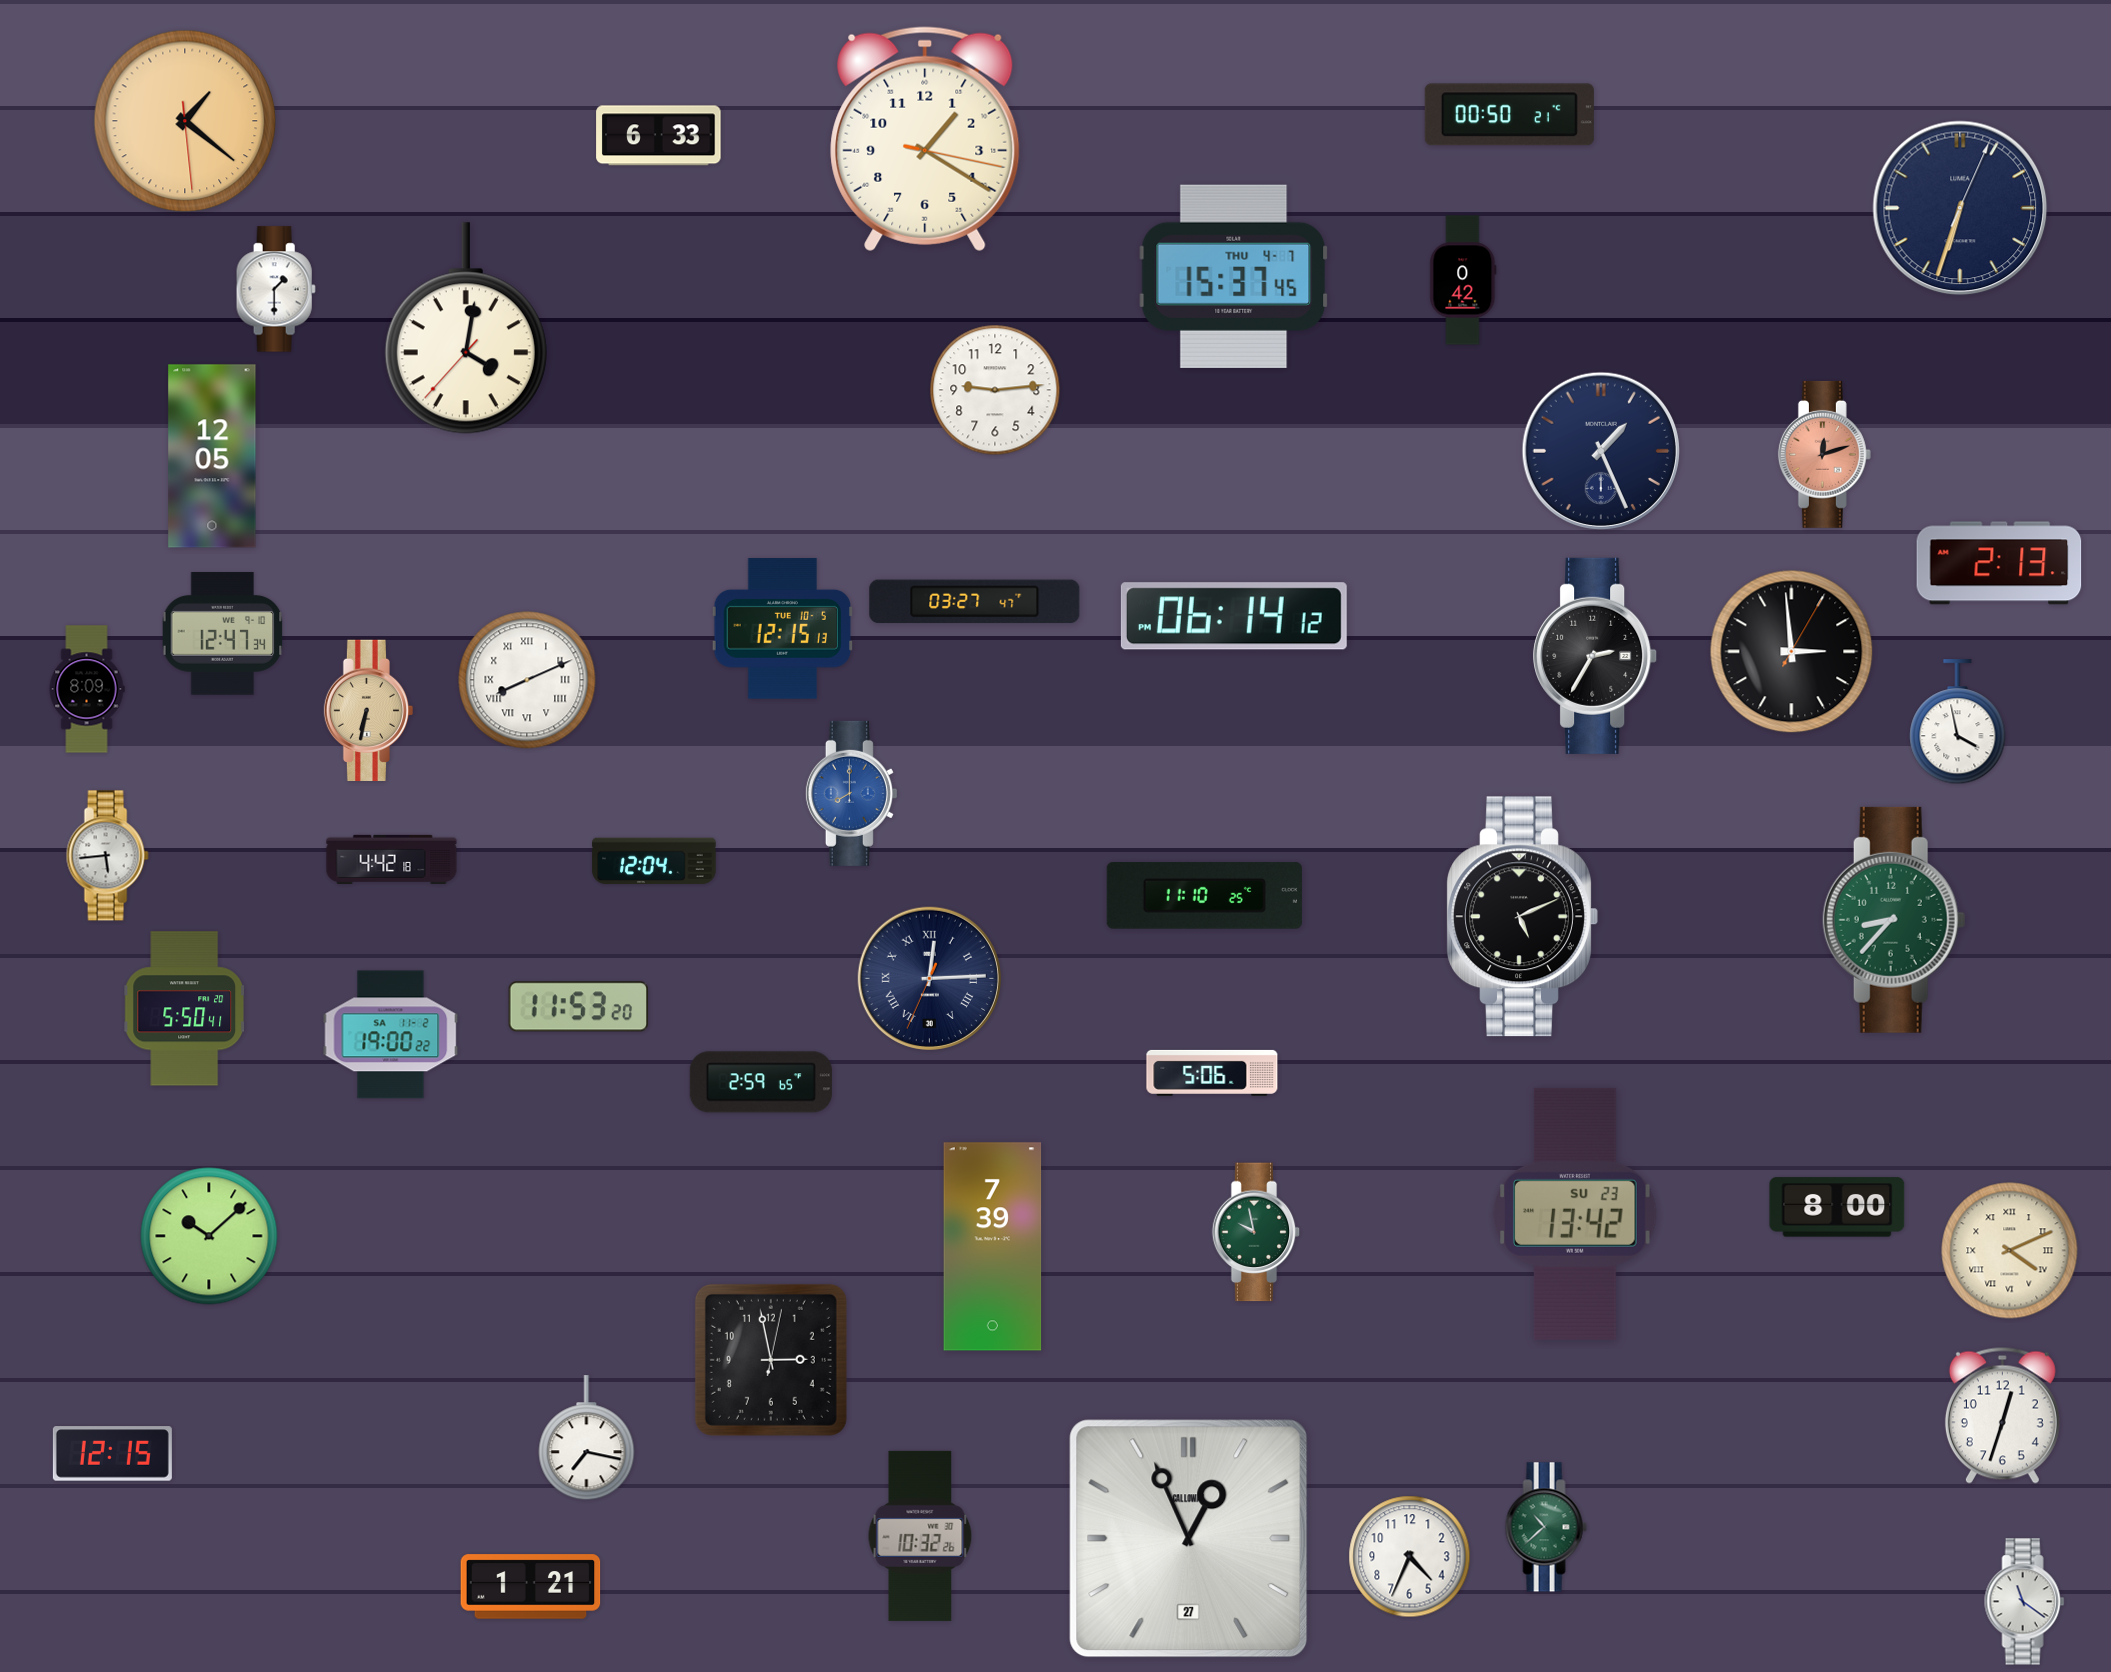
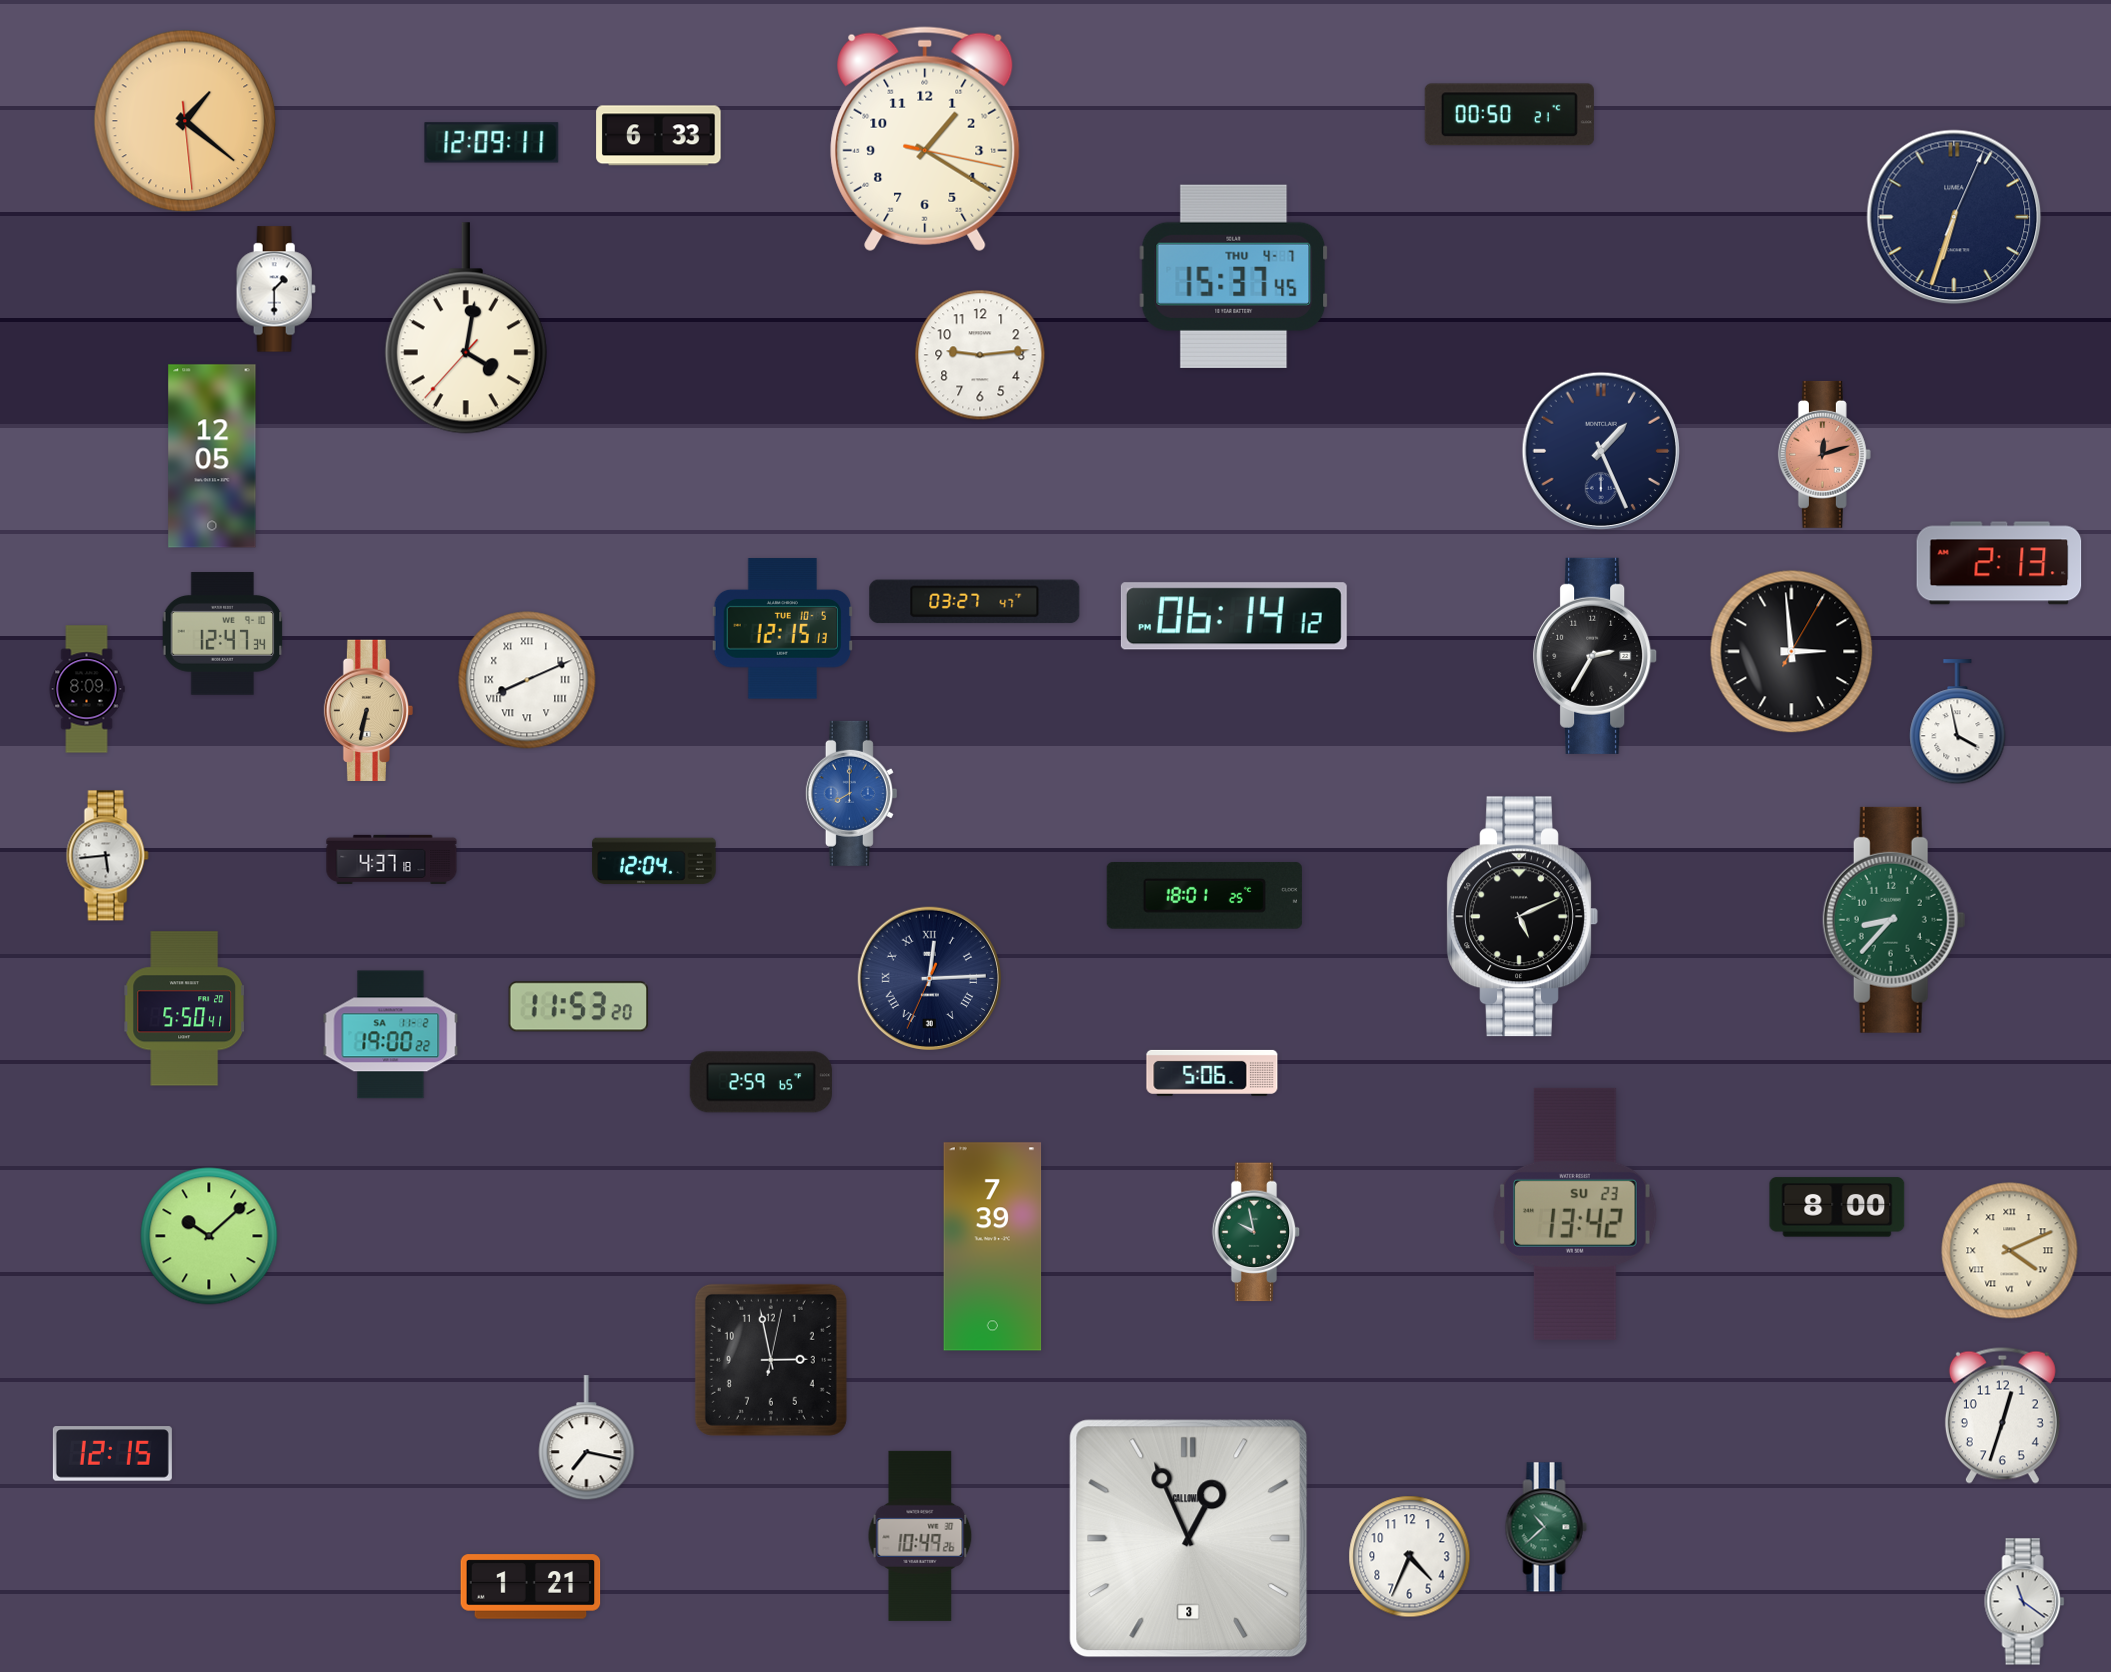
clock at (492, 143): none -> 12:09
clock at (1960, 208) position: (1960, 208) -> (1954, 217)
clock at (1463, 280): 0:42 -> none
clock at (995, 390) position: (995, 390) -> (980, 355)
clock at (392, 859): 4:42 -> 4:37
clock at (1204, 895): 11:10 -> 18:01
clock at (920, 1536): 10:32 -> 10:49
clock at (1189, 1539) date: 27 -> 3
